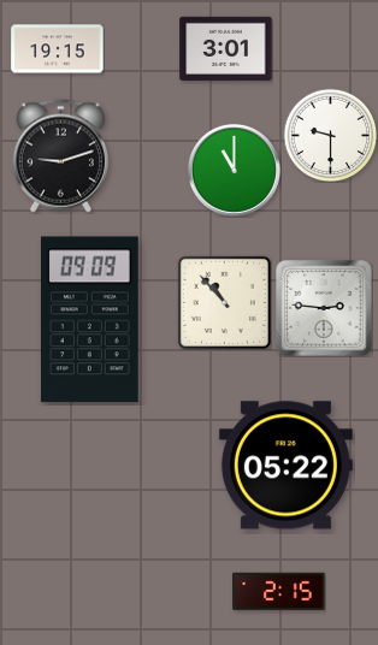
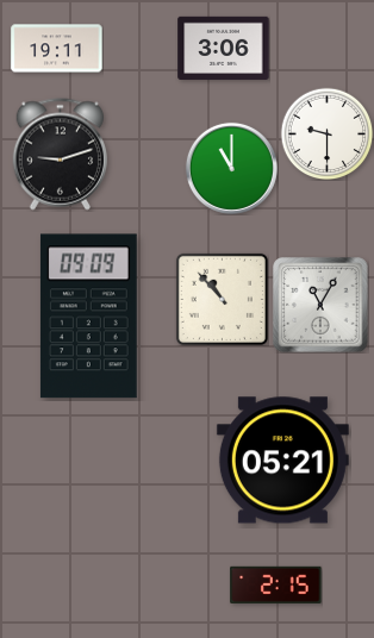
clock at (226, 48): 3:01 -> 3:06
clock at (58, 49): 19:15 -> 19:11
clock at (324, 308): 2:46 -> 11:05
clock at (285, 466): 05:22 -> 05:21
